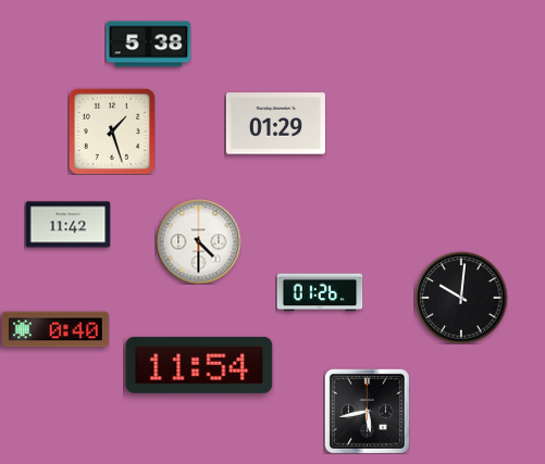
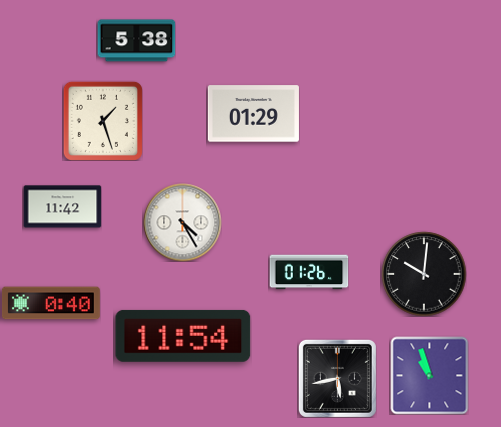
clock at (198, 241): 4:30 -> 4:25
clock at (320, 292) position: (320, 292) -> (309, 272)
clock at (429, 375): none -> 10:57
